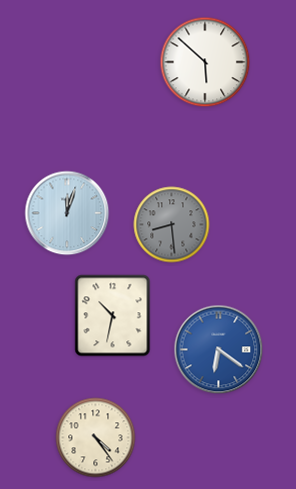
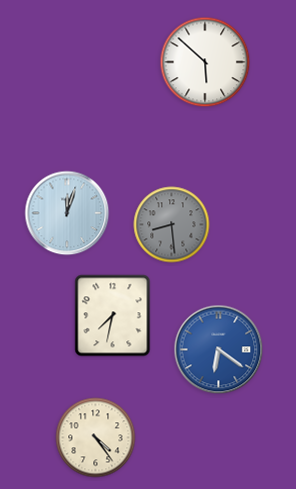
clock at (113, 316): 10:32 -> 7:32
